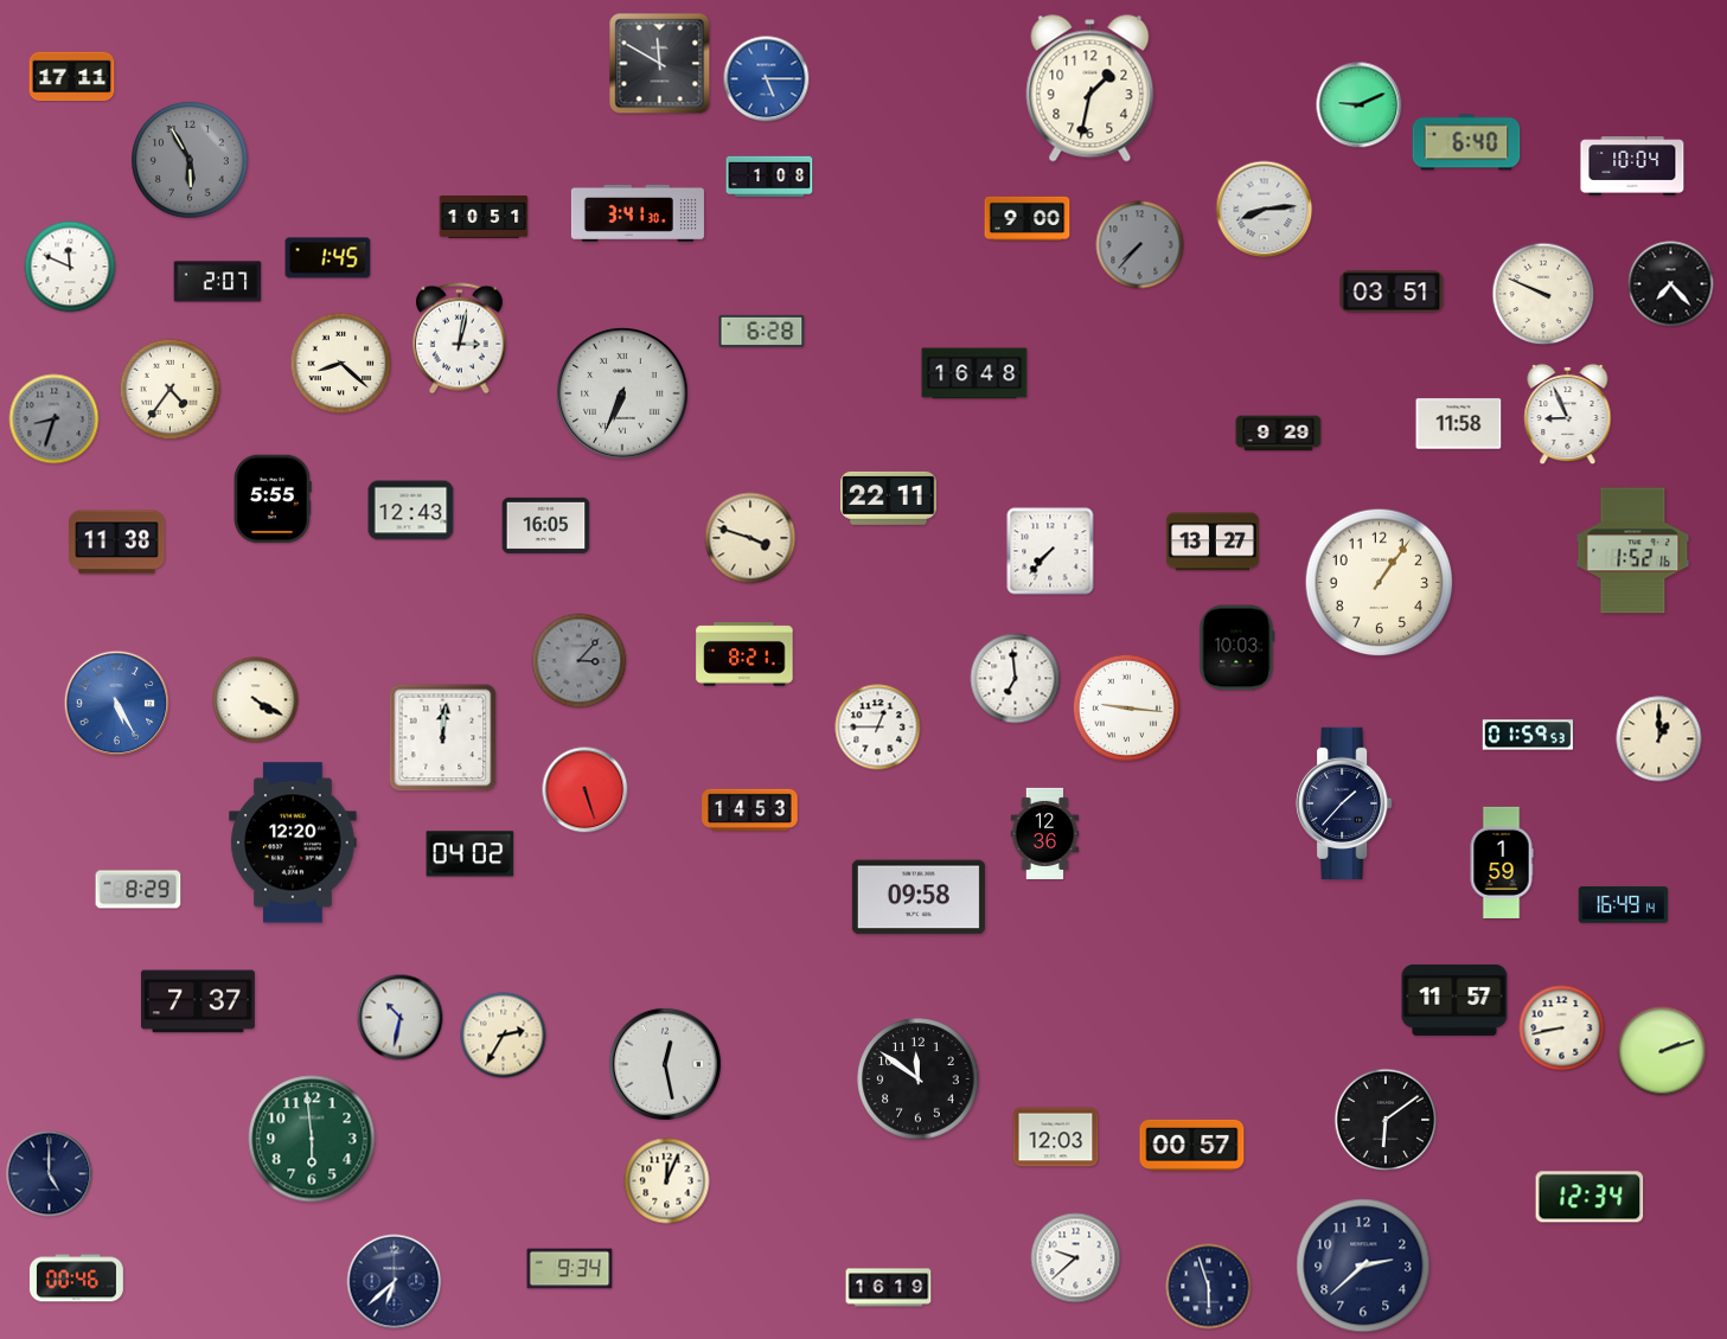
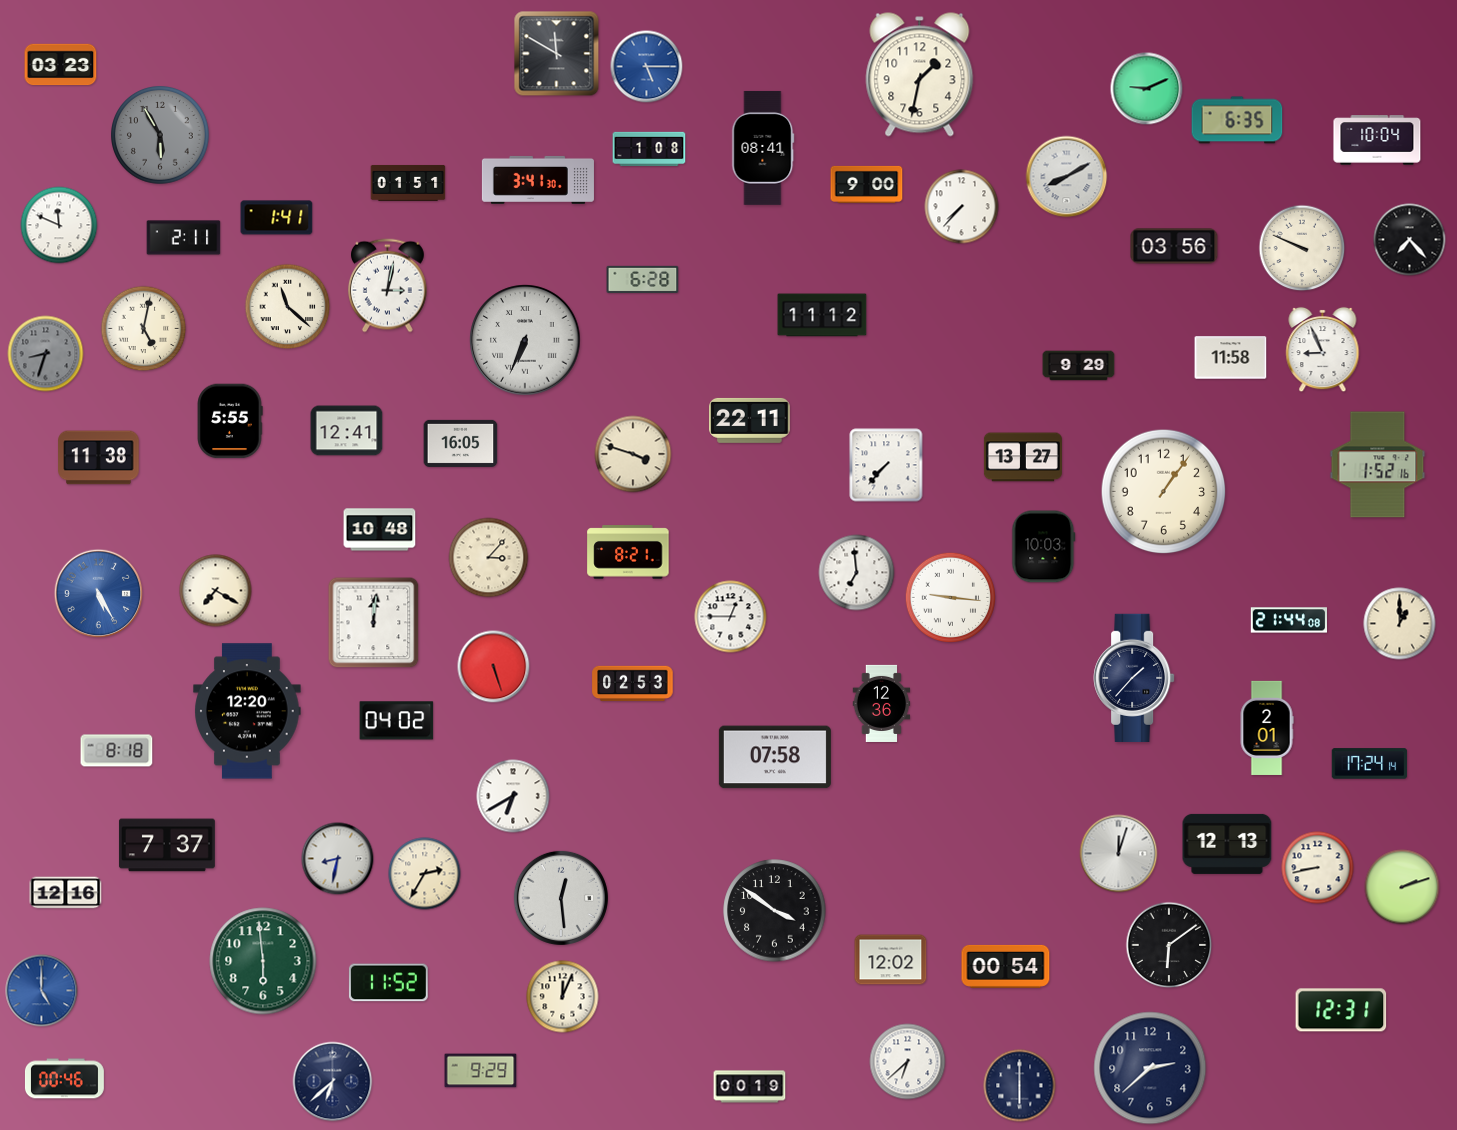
clock at (72, 77): 17:11 -> 03:23
clock at (1466, 142): 6:40 -> 6:35
clock at (763, 148): none -> 08:41
clock at (1265, 210): 8:14 -> 8:10
clock at (484, 217): 10:51 -> 01:51
clock at (1140, 245) dial: grey -> white
clock at (328, 258): 1:45 -> 1:41
clock at (218, 282): 2:07 -> 2:11
clock at (1392, 291): 03:51 -> 03:56
clock at (341, 364): 8:22 -> 11:22
clock at (974, 373): 16:48 -> 11:12
clock at (171, 390): 4:36 -> 5:02
clock at (622, 393) position: (622, 393) -> (525, 340)
clock at (411, 511): 12:43 -> 12:41
clock at (380, 530): none -> 10:48
clock at (580, 661) dial: grey -> cream
clock at (256, 700): 4:20 -> 7:20
clock at (878, 728) position: (878, 728) -> (731, 617)
clock at (1527, 735): 01:59 -> 21:44
clock at (750, 811): 14:53 -> 02:53
clock at (1502, 863): 1:59 -> 2:01
clock at (139, 890): 8:29 -> 8:18
clock at (919, 897): 09:58 -> 07:58
clock at (1624, 905): 16:49 -> 17:24
clock at (513, 796): none -> 6:40
clock at (1454, 1000): 11:57 -> 12:13
clock at (1119, 854): none -> 12:03
clock at (401, 1018): 10:32 -> 8:32
clock at (66, 893): none -> 12:16
clock at (665, 1064): 12:28 -> 12:29
clock at (919, 1079): 11:51 -> 3:51
clock at (1056, 1138): 12:03 -> 12:02
clock at (1192, 1145): 00:57 -> 00:54
clock at (388, 983): none -> 11:52
clock at (50, 1174) dial: navy -> blue
clock at (1590, 1197): 12:34 -> 12:31
clock at (1076, 1258): 9:38 -> 6:38
clock at (570, 1269): 9:34 -> 9:29
clock at (1209, 1287): 5:57 -> 6:00
clock at (889, 1288): 16:19 -> 00:19
